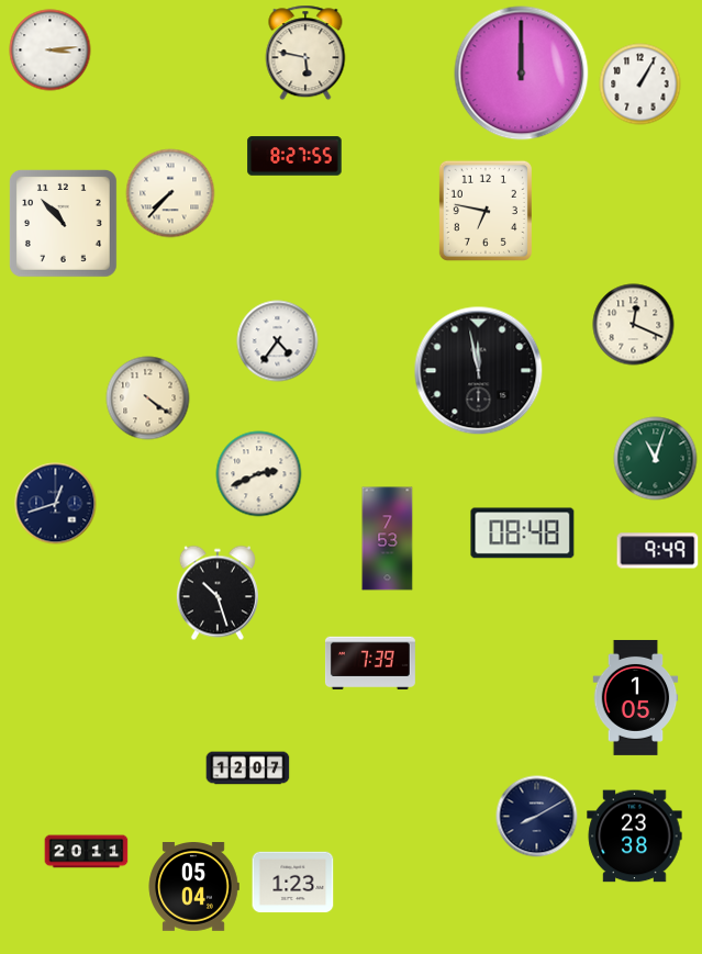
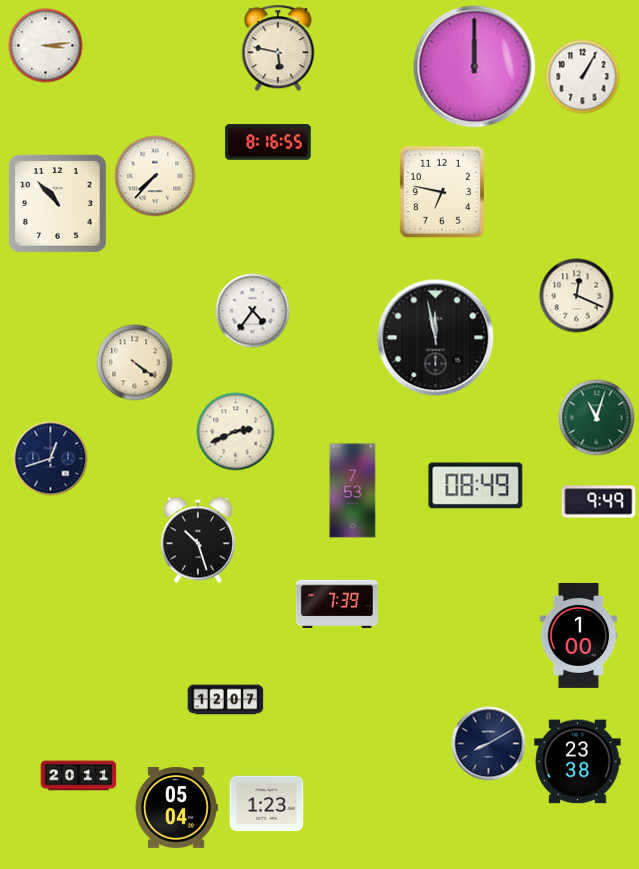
clock at (294, 156): 8:27 -> 8:16
clock at (523, 534): 08:48 -> 08:49
clock at (636, 697): 1:05 -> 1:00
